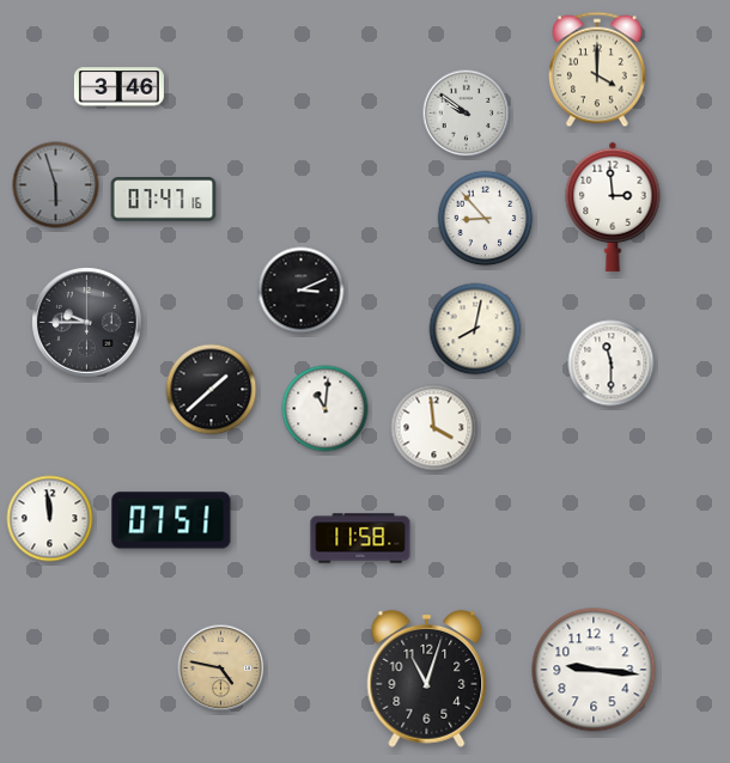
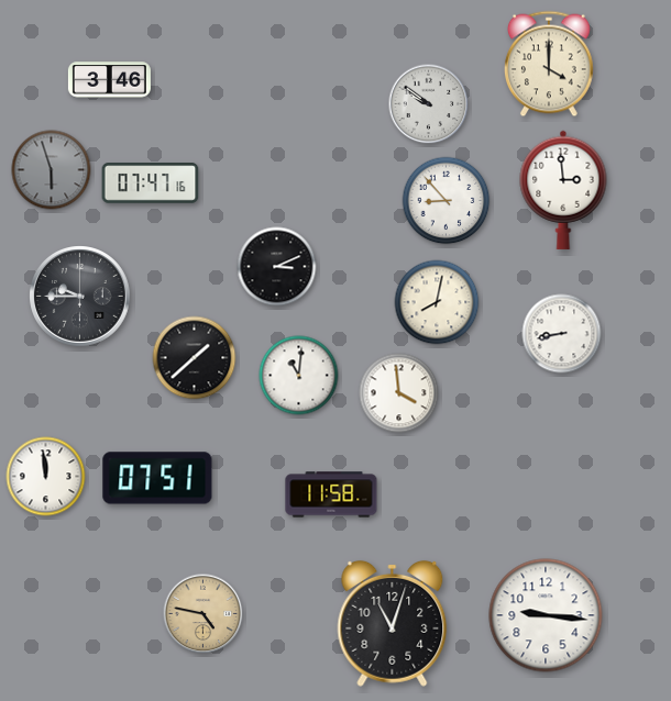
clock at (612, 364): 11:30 -> 8:43
